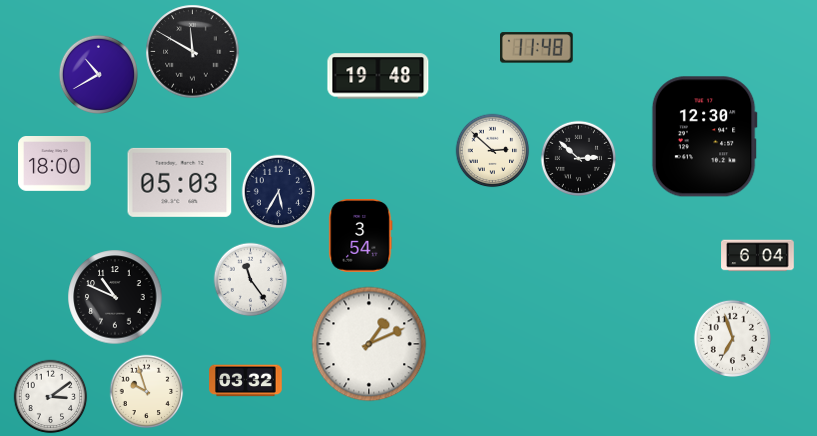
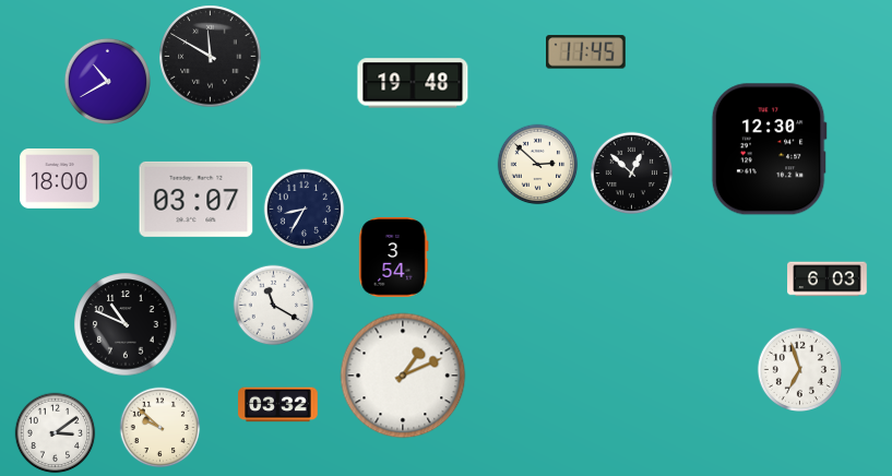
clock at (537, 48): 11:48 -> 11:45
clock at (579, 159): 2:52 -> 12:52
clock at (180, 182): 05:03 -> 03:07
clock at (279, 192): 5:35 -> 8:35
clock at (758, 256): 6:04 -> 6:03
clock at (251, 280): 11:24 -> 11:20
clock at (246, 381) position: (246, 381) -> (278, 405)
clock at (147, 392): 9:57 -> 9:52
